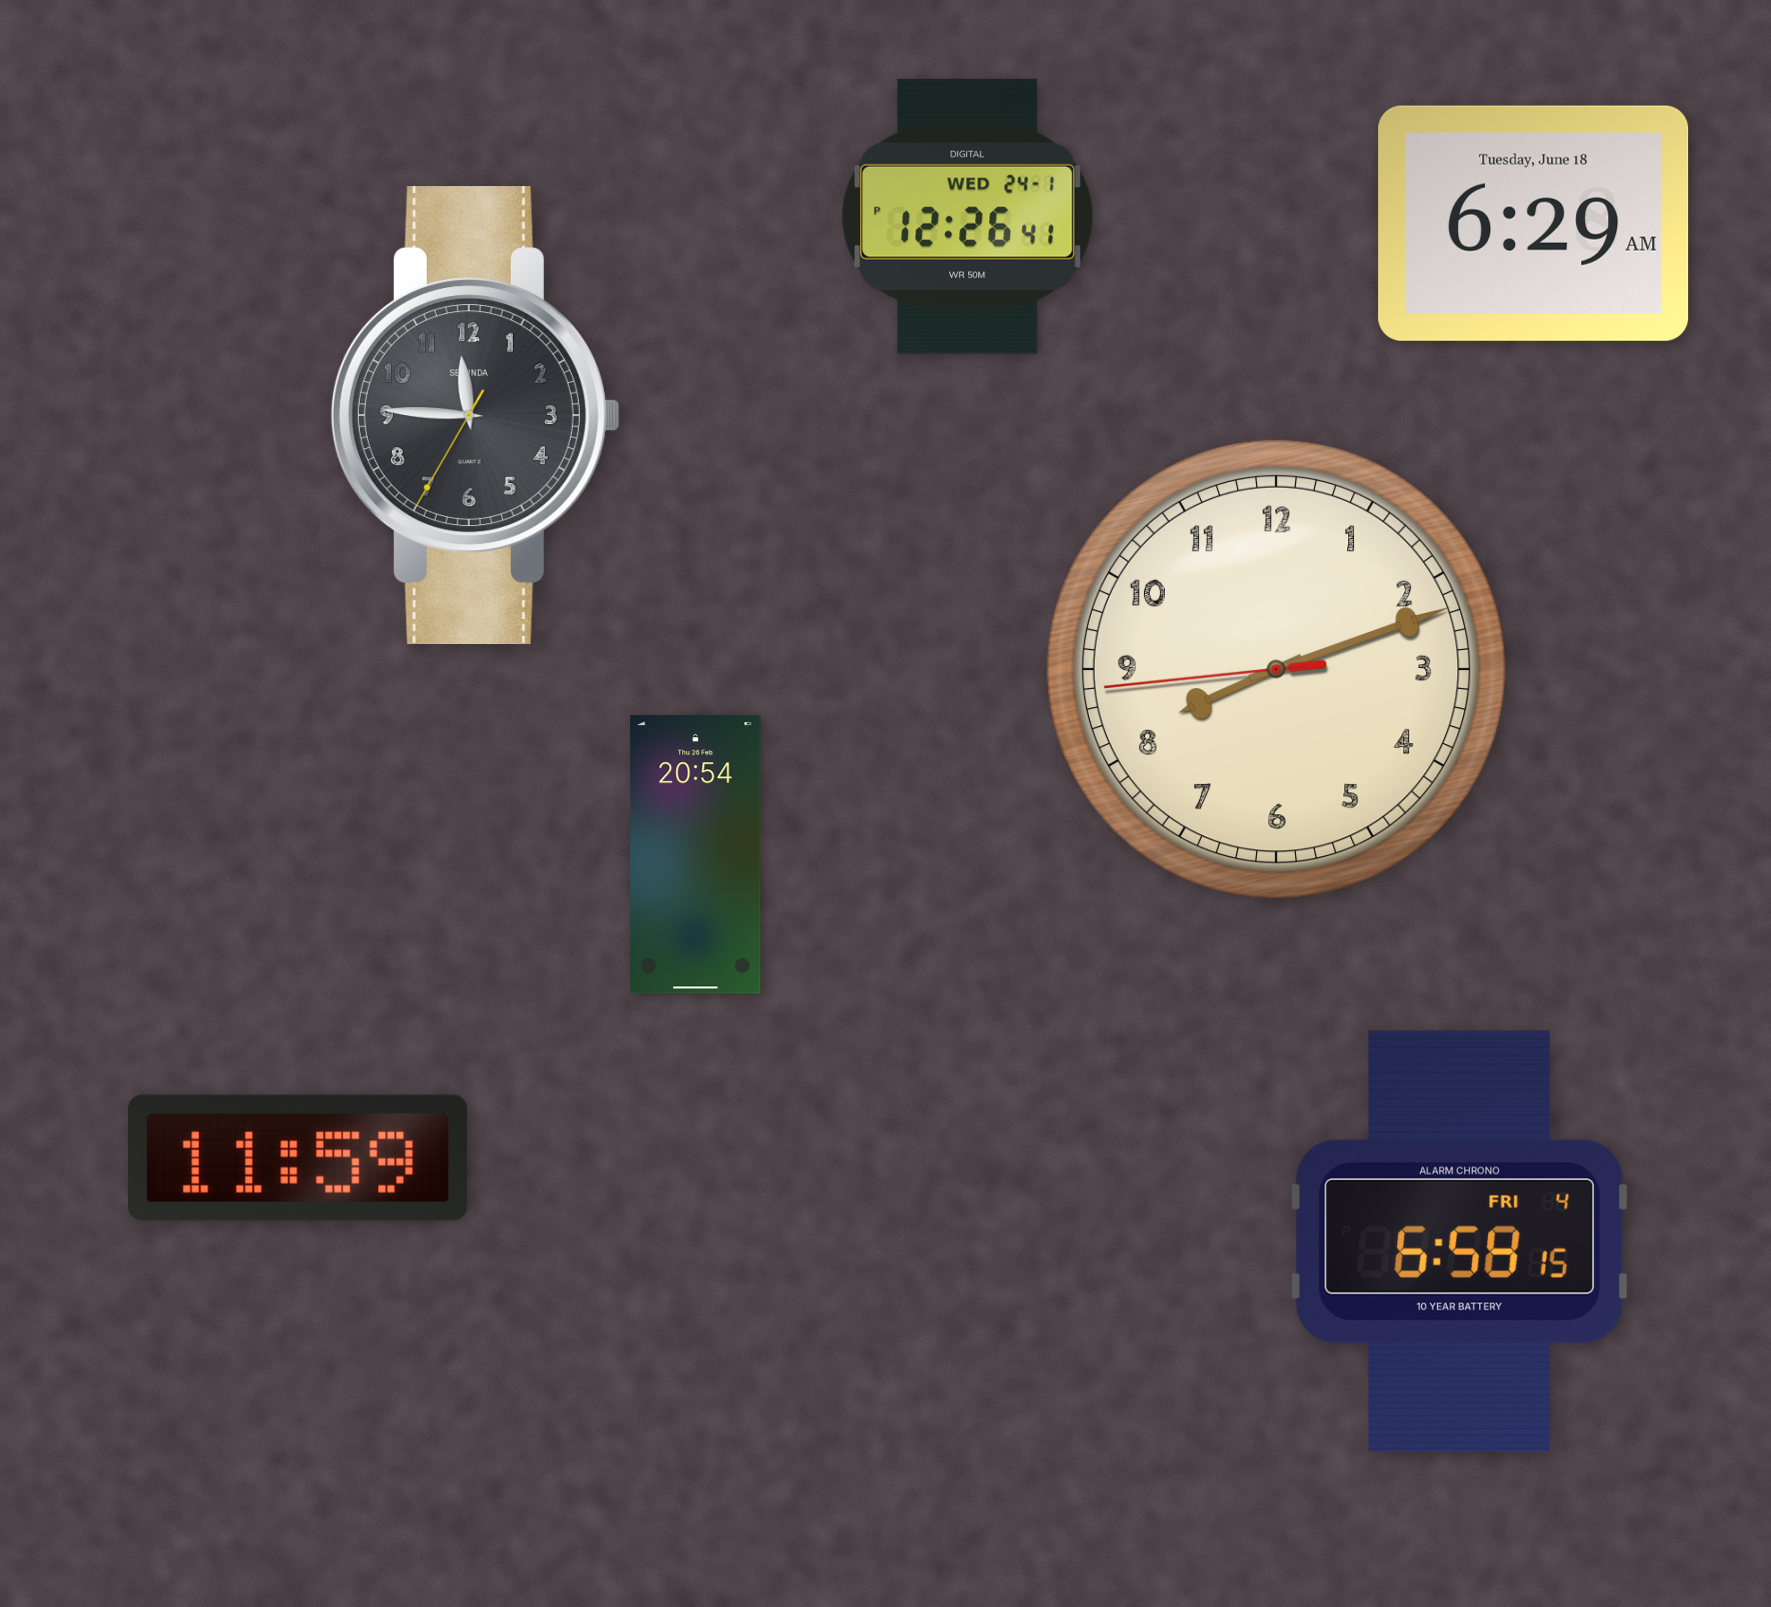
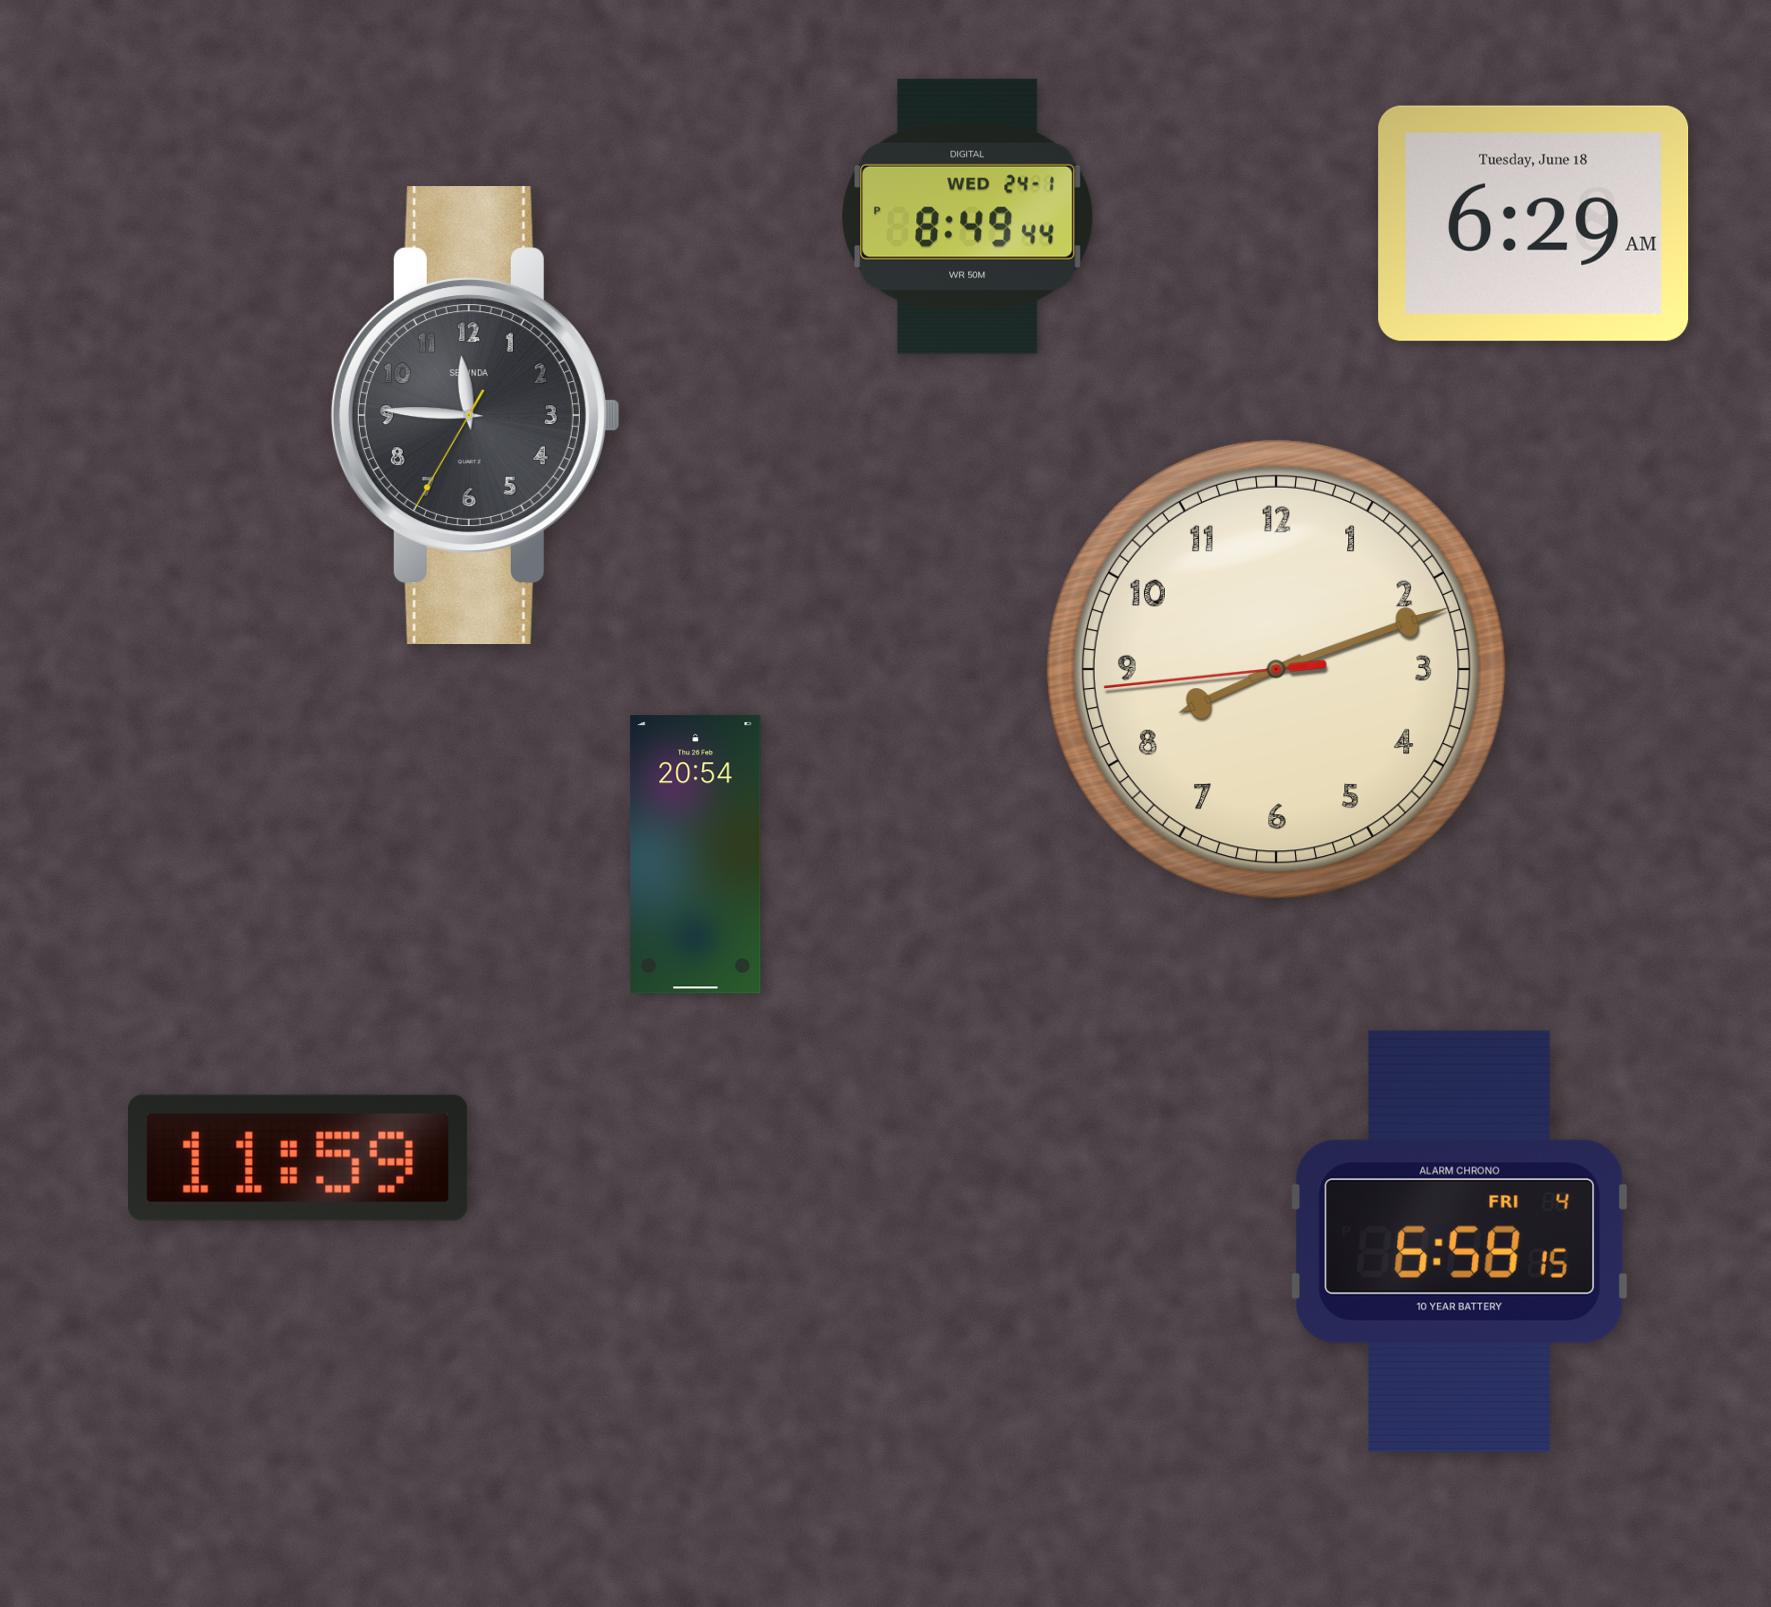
clock at (968, 216): 12:26 -> 8:49
